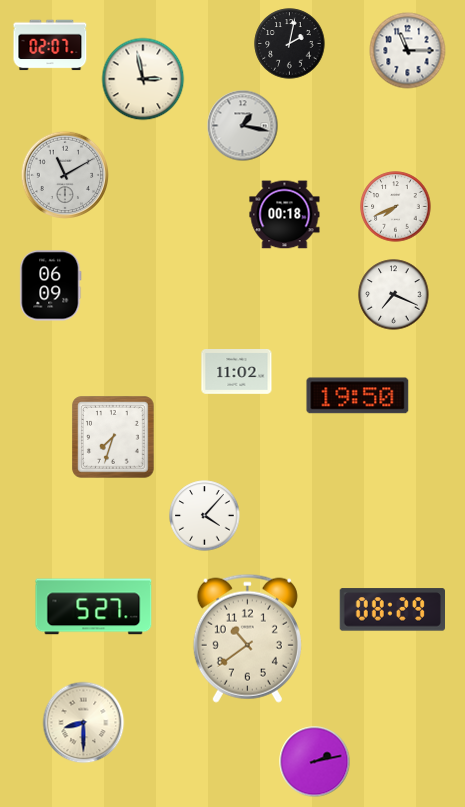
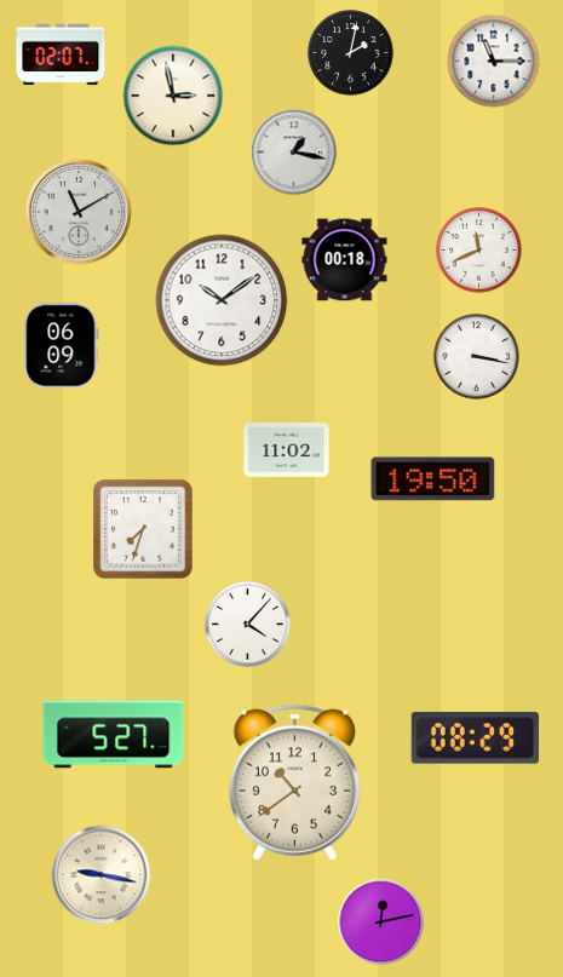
clock at (396, 207): 7:41 -> 11:41
clock at (222, 300): none -> 10:09
clock at (394, 295): 7:19 -> 3:17
clock at (113, 437) position: (113, 437) -> (143, 529)
clock at (247, 638) position: (247, 638) -> (294, 782)
clock at (84, 723): 8:30 -> 9:17
clock at (315, 762): 2:13 -> 12:13
